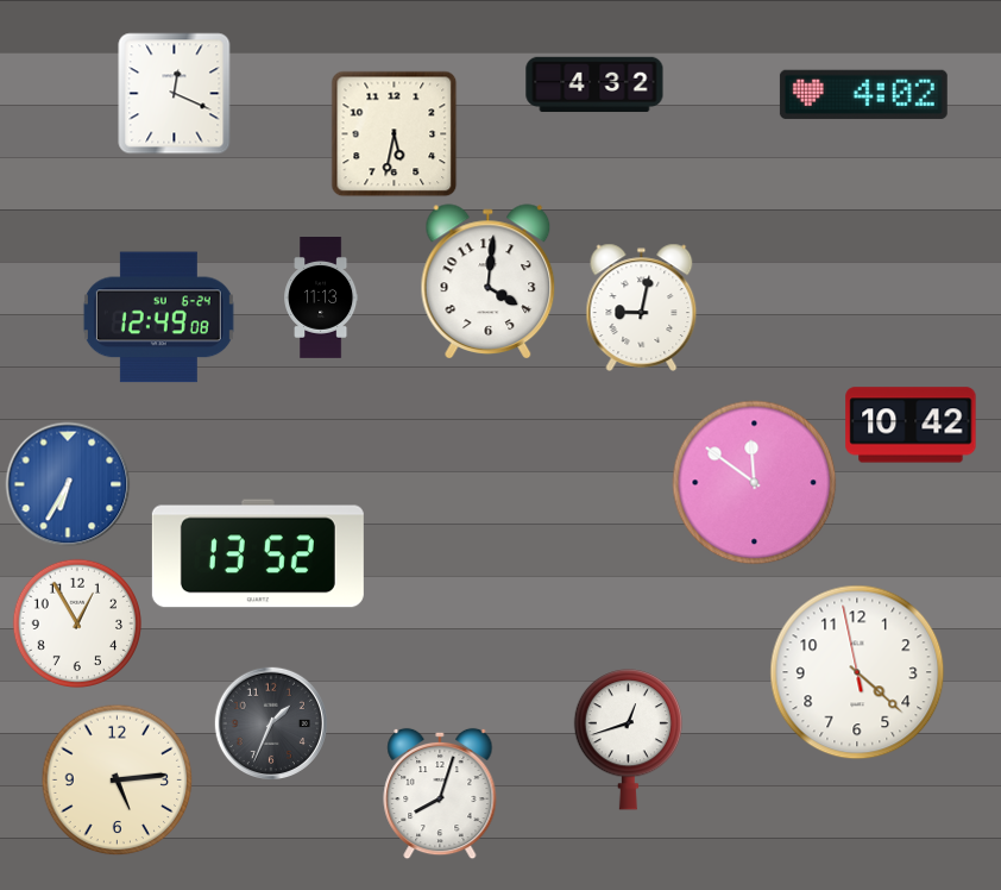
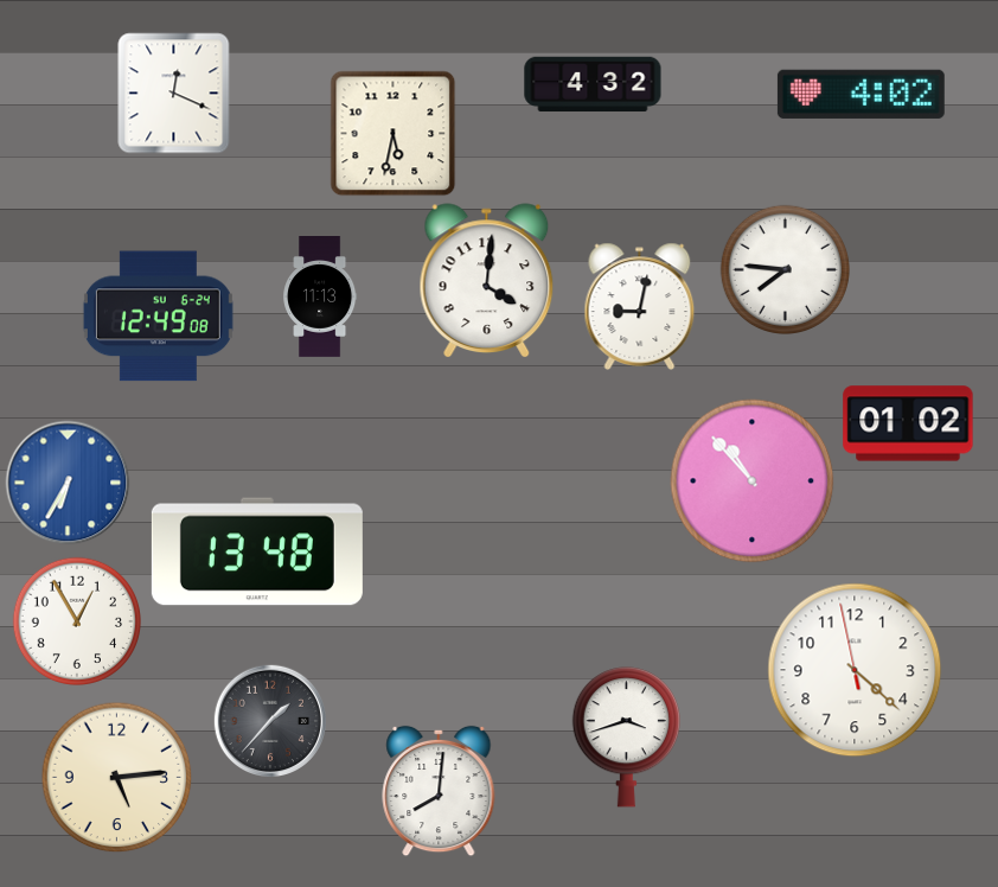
clock at (785, 269): none -> 7:46
clock at (911, 425): 10:42 -> 01:02
clock at (755, 483): 11:51 -> 10:53
clock at (258, 553): 13:52 -> 13:48
clock at (270, 722): 1:34 -> 1:37
clock at (628, 740): 12:42 -> 3:42
clock at (440, 794): 8:03 -> 8:01
